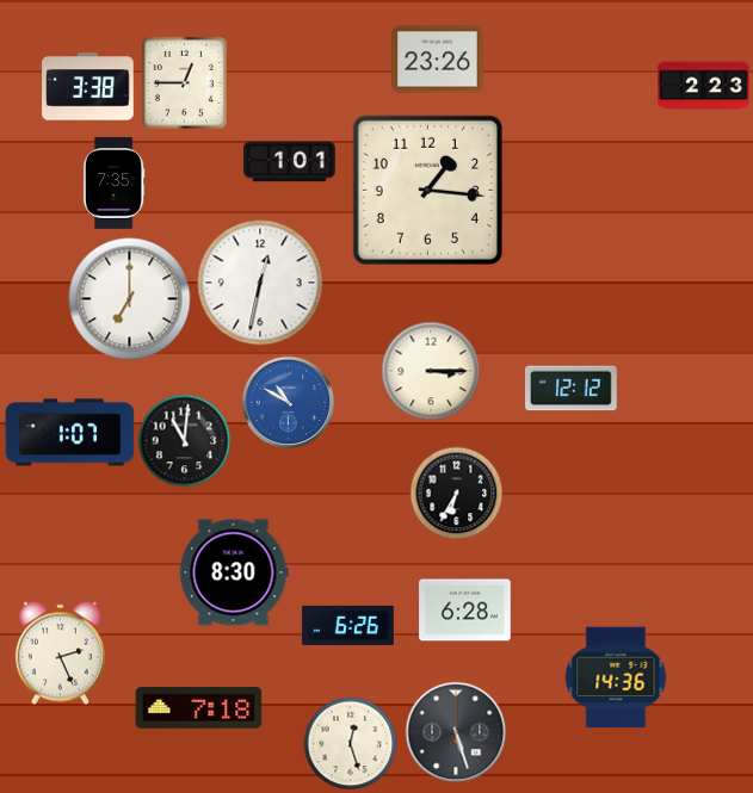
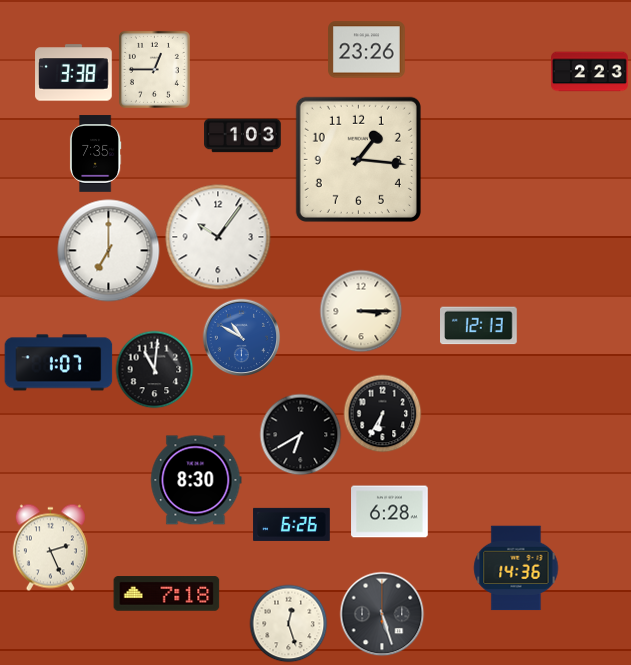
clock at (290, 162): 1:01 -> 1:03
clock at (260, 283): 12:32 -> 10:06
clock at (572, 389): 12:12 -> 12:13
clock at (300, 434): none -> 6:40
clock at (350, 743) position: (350, 743) -> (288, 623)
